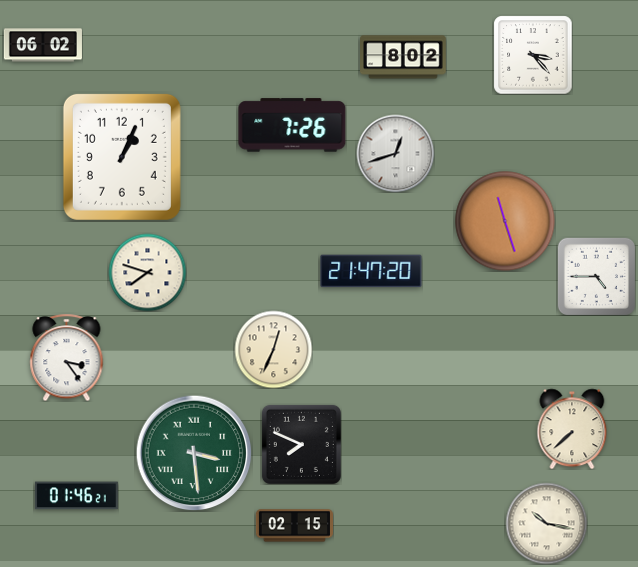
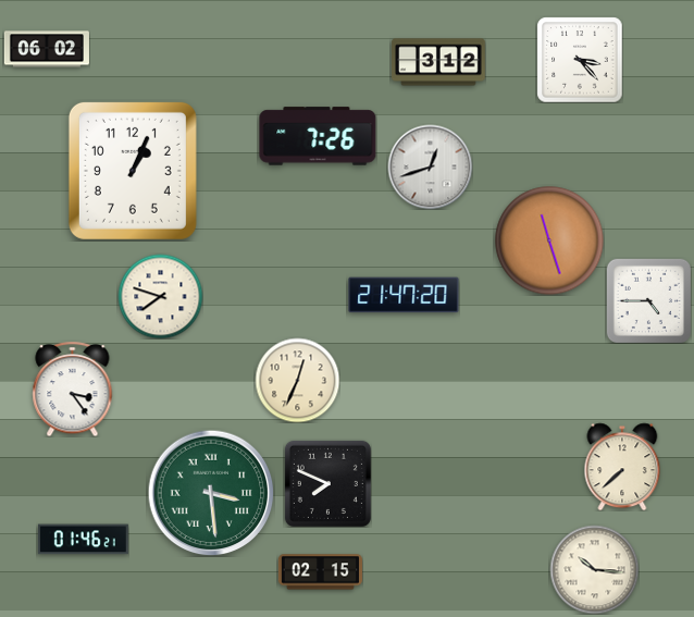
clock at (403, 57): 8:02 -> 3:12
clock at (546, 523): 10:17 -> 10:16
